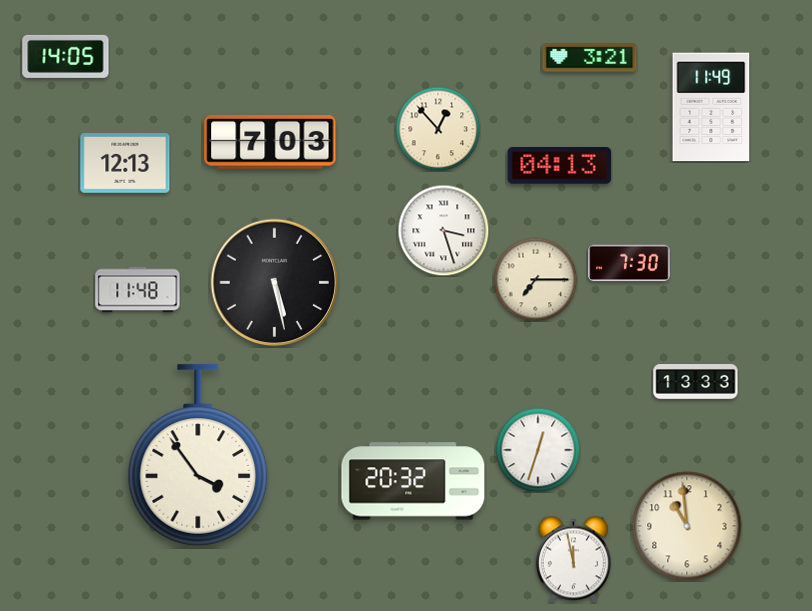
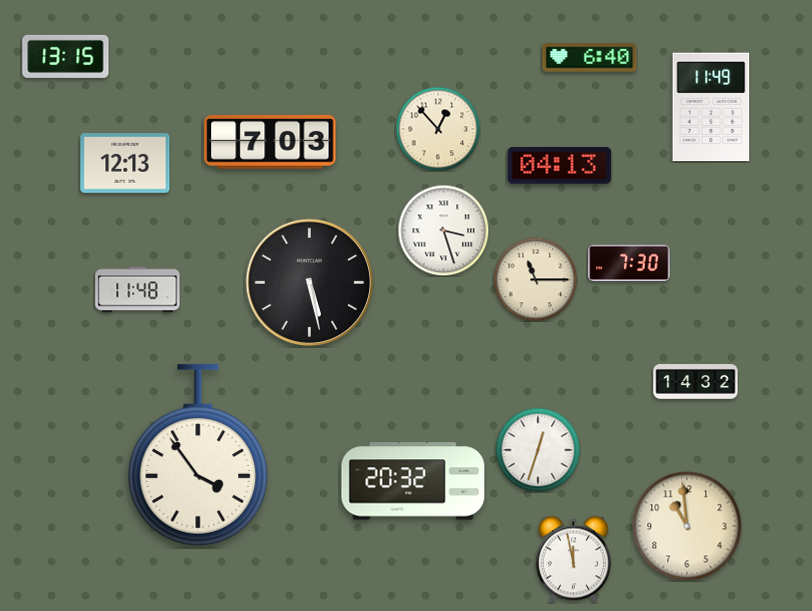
clock at (66, 56): 14:05 -> 13:15
clock at (590, 58): 3:21 -> 6:40
clock at (535, 279): 7:15 -> 11:15
clock at (275, 283) position: (275, 283) -> (310, 283)
clock at (696, 382): 13:33 -> 14:32
